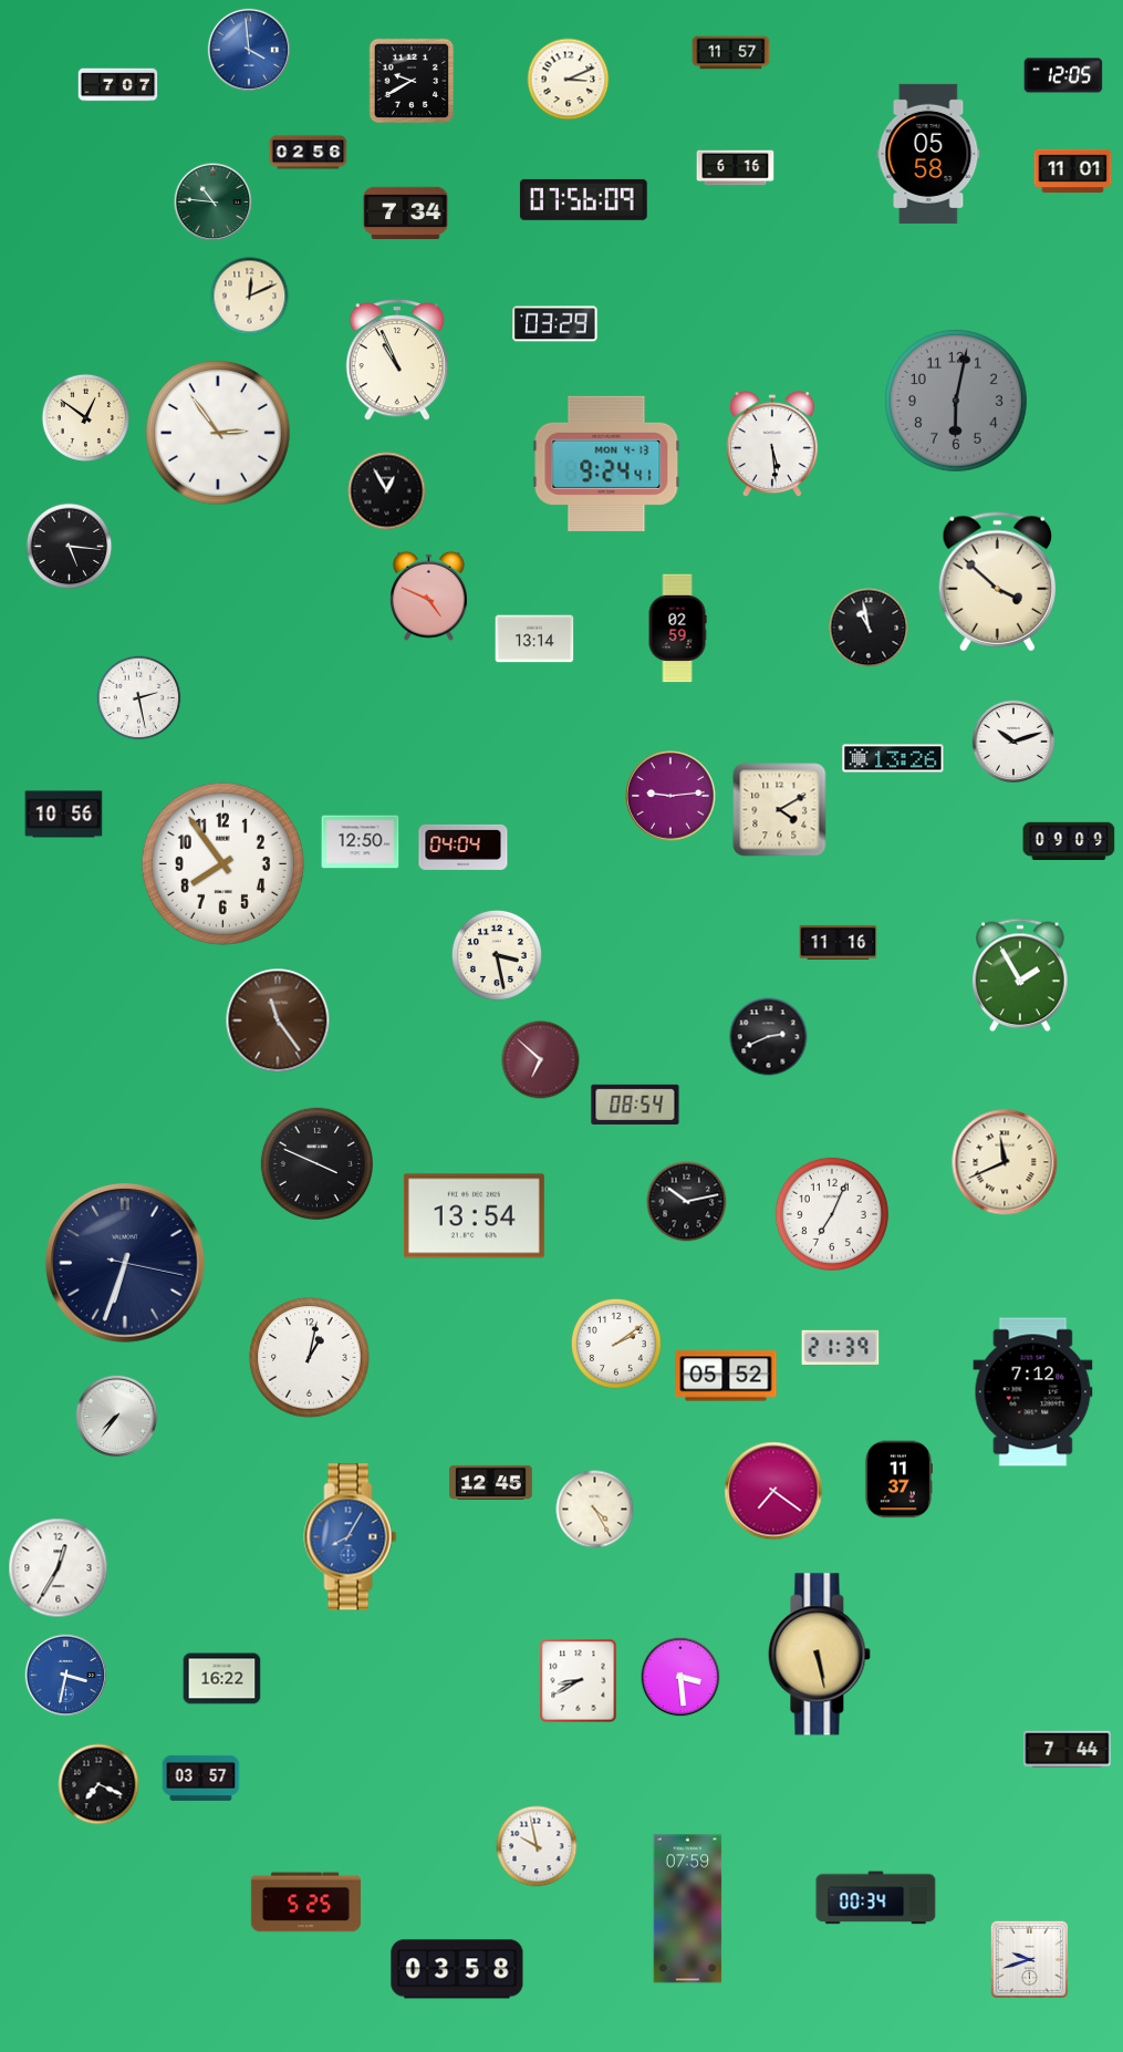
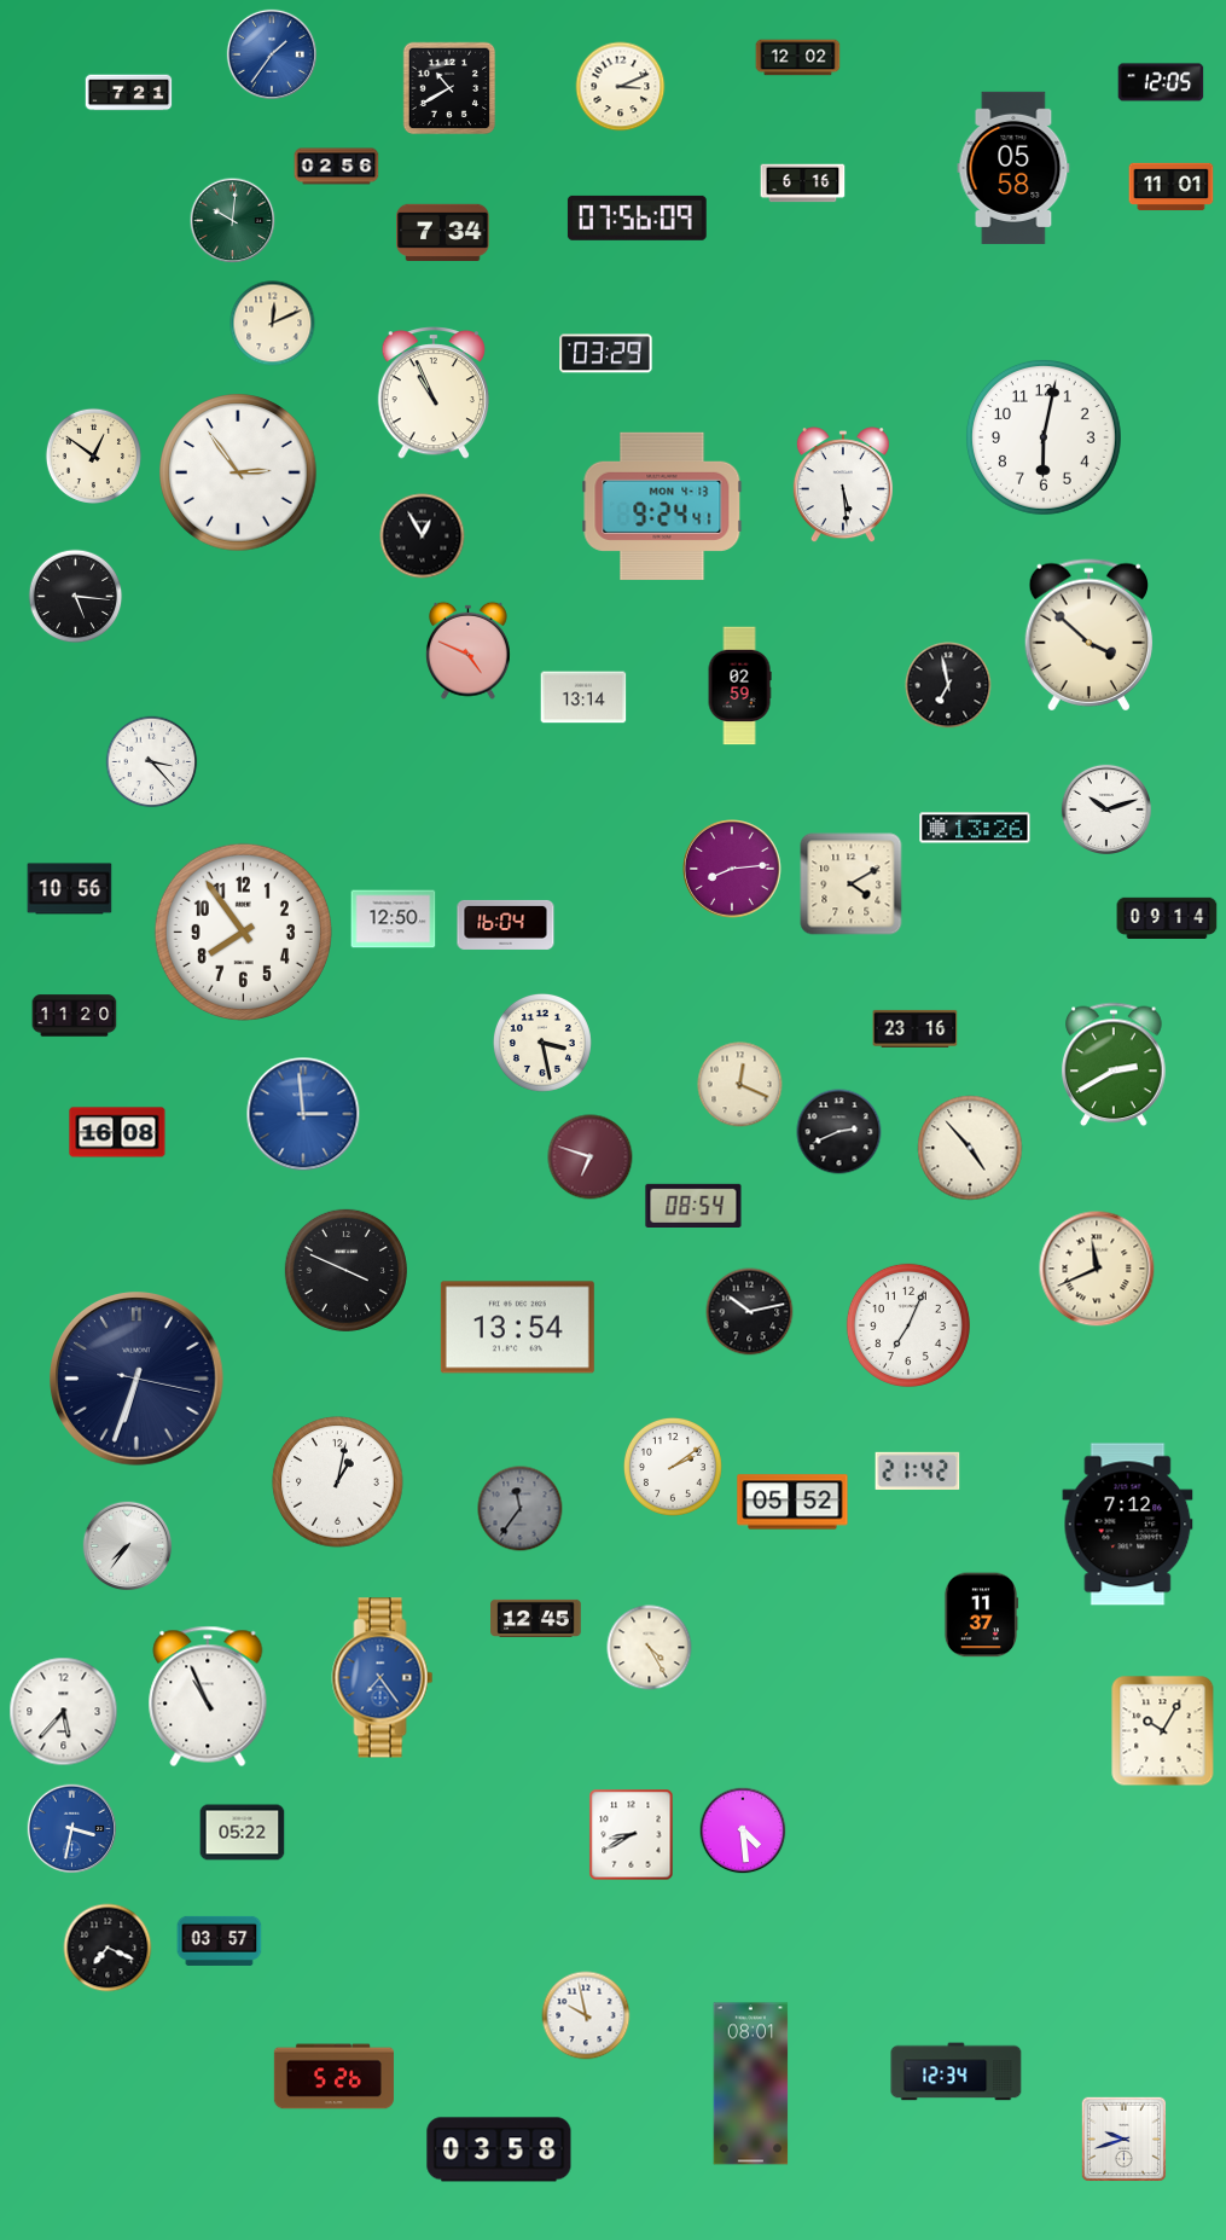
clock at (248, 49): 3:59 -> 1:36
clock at (731, 53): 11:57 -> 12:02
clock at (412, 81): 9:40 -> 10:40
clock at (118, 85): 7:07 -> 7:21
clock at (214, 203): 10:46 -> 10:01
clock at (956, 401) dial: grey -> white
clock at (869, 628): 10:58 -> 6:58
clock at (139, 698): 2:28 -> 3:23
clock at (670, 796): 9:14 -> 8:14
clock at (1069, 841): 09:09 -> 09:14
clock at (464, 847): 04:04 -> 16:04
clock at (222, 863) position: (222, 863) -> (243, 932)
clock at (75, 1016): none -> 11:20
clock at (839, 942): 11:16 -> 23:16
clock at (1021, 975): 1:55 -> 2:40
clock at (740, 1085): none -> 12:19
clock at (278, 1020): 11:24 -> 2:59
clock at (278, 1020) dial: brown -> blue
clock at (117, 1132): none -> 16:08
clock at (970, 1148): none -> 4:53
clock at (541, 1060): 6:52 -> 6:48
clock at (841, 1347): 21:39 -> 21:42
clock at (521, 1509): none -> 11:36
clock at (1033, 1392) position: (1033, 1392) -> (1128, 1525)
clock at (773, 1491): 7:21 -> none
clock at (351, 1537): 8:05 -> 7:24
clock at (208, 1696): none -> 10:56
clock at (59, 1568): 12:35 -> 5:37
clock at (1163, 1731): none -> 10:05
clock at (820, 1655): 5:28 -> none
clock at (680, 1677): 3:29 -> 4:29
clock at (222, 1679): 16:22 -> 05:22
clock at (1068, 1750): 7:44 -> none
clock at (876, 1898): 00:34 -> 12:34
clock at (305, 1903): 5:25 -> 5:26
clock at (688, 1909): 07:59 -> 08:01
